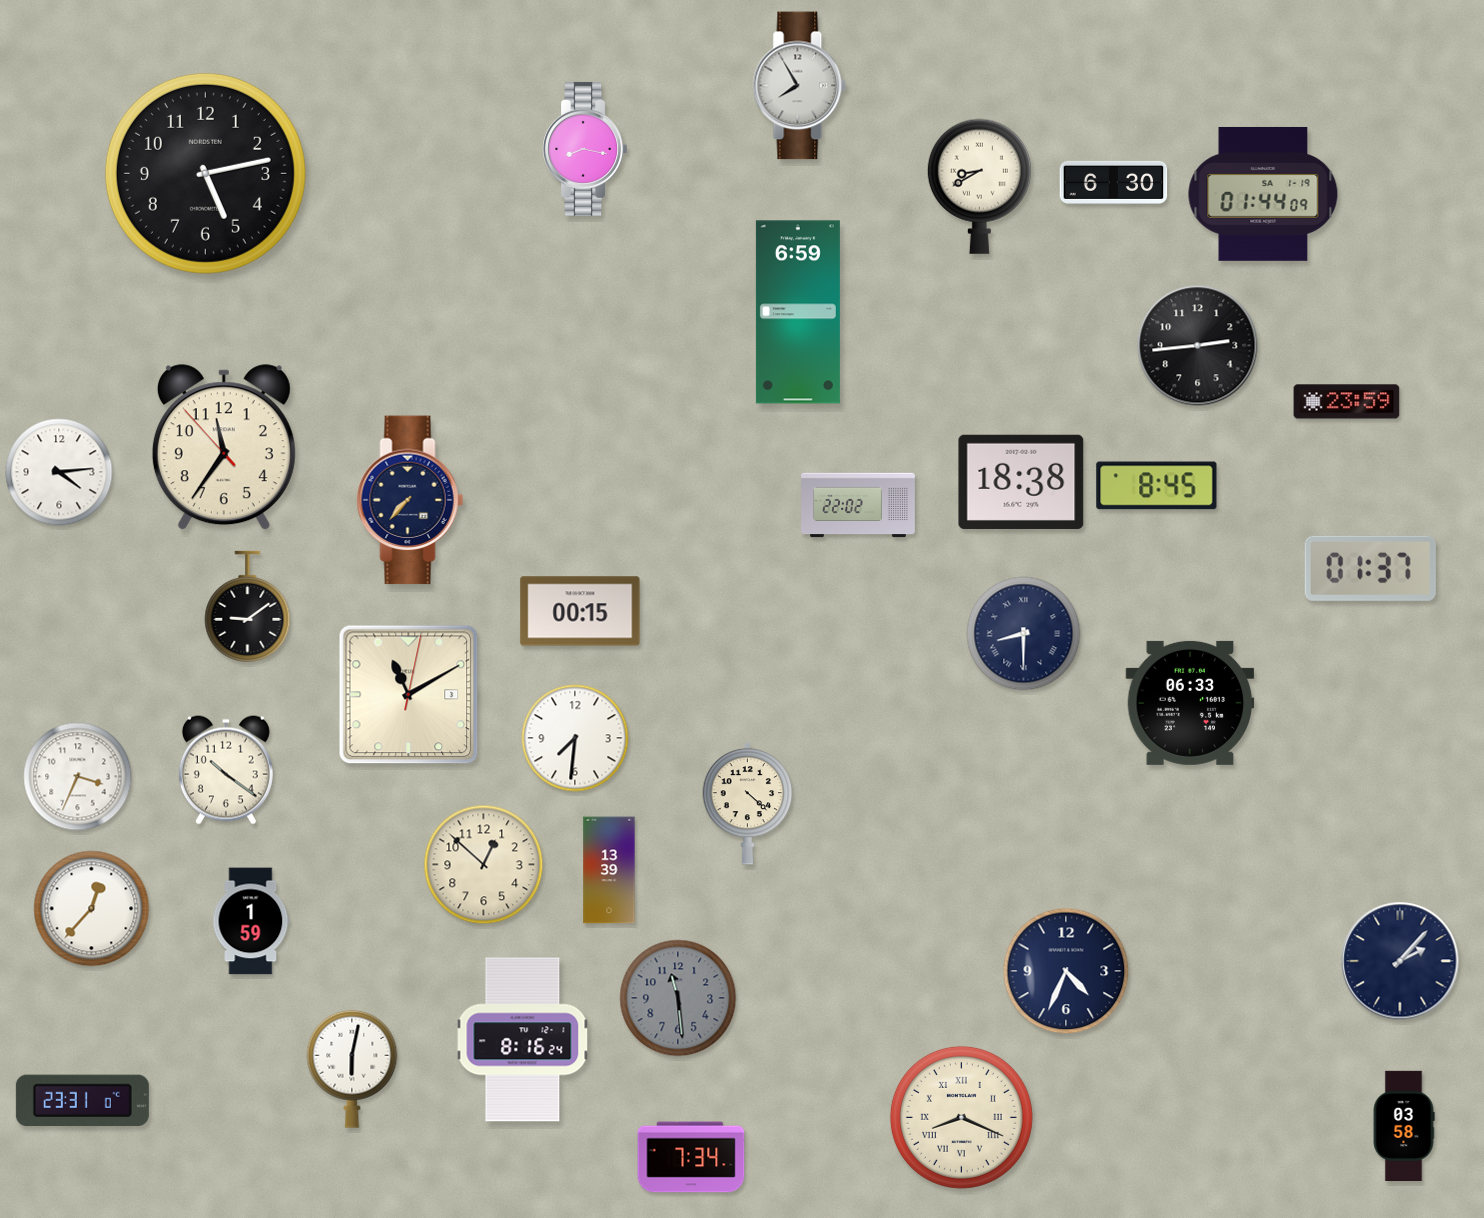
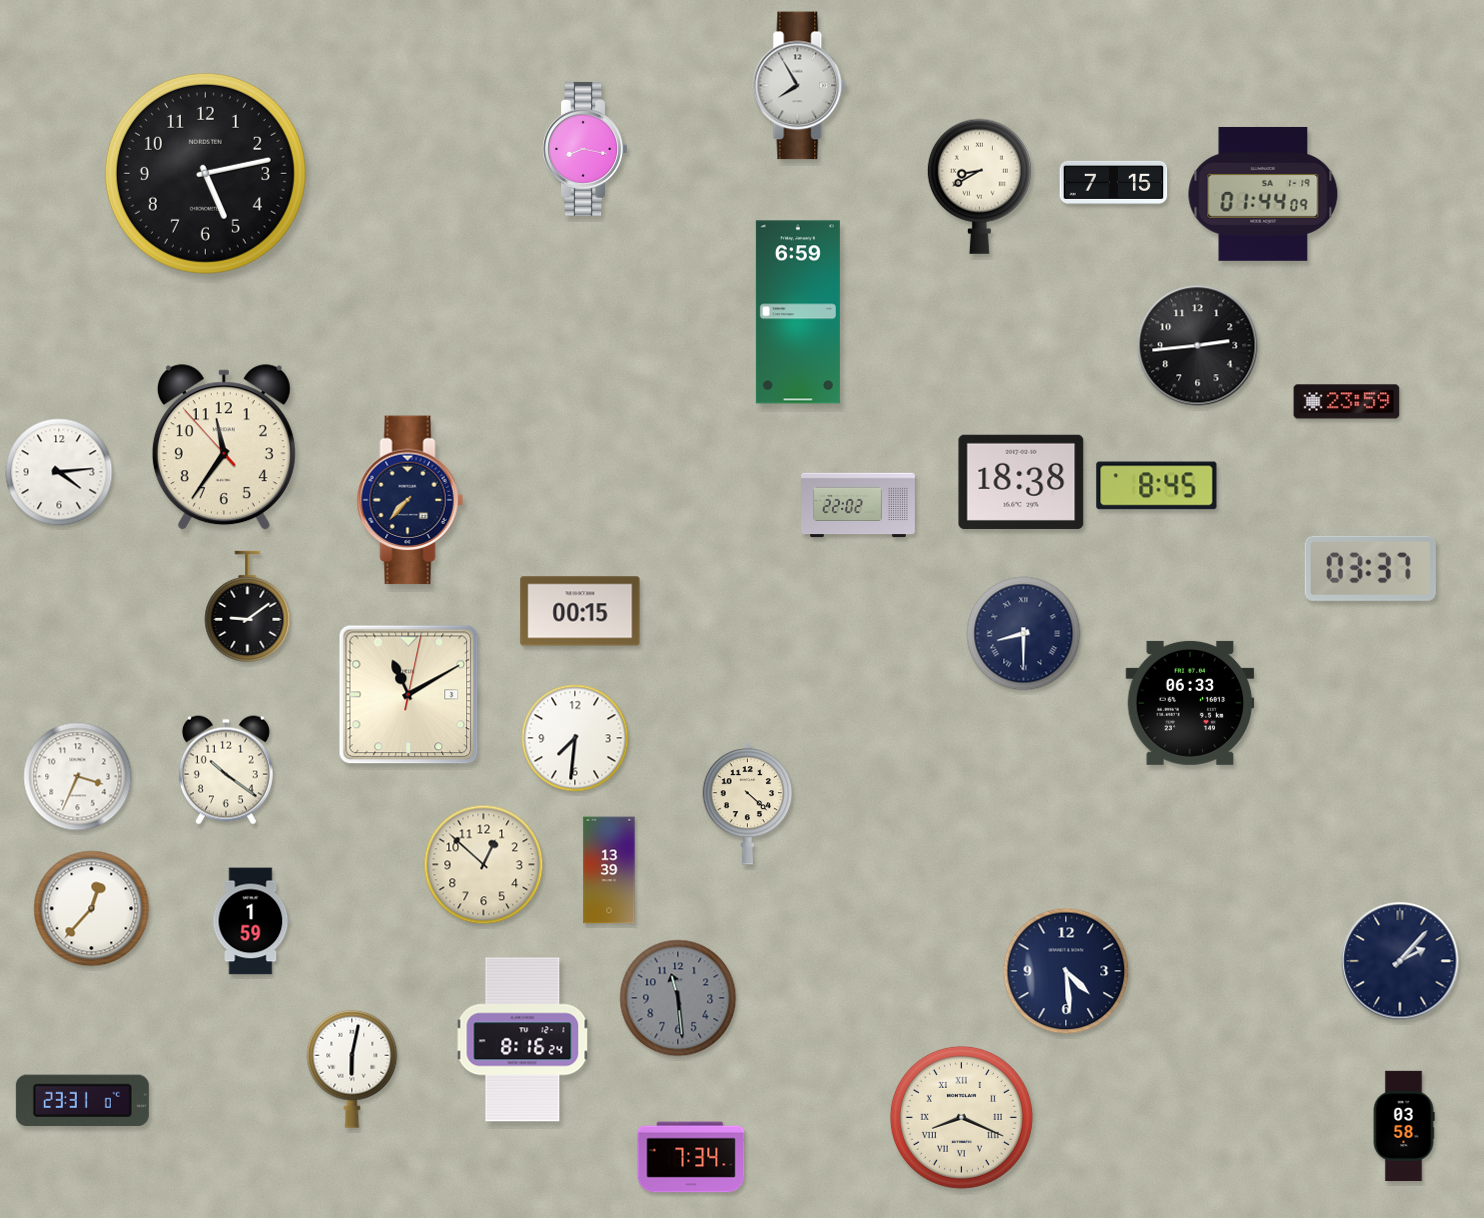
clock at (1114, 182): 6:30 -> 7:15
clock at (1370, 568): 01:37 -> 03:37
clock at (1066, 971): 4:34 -> 4:29
